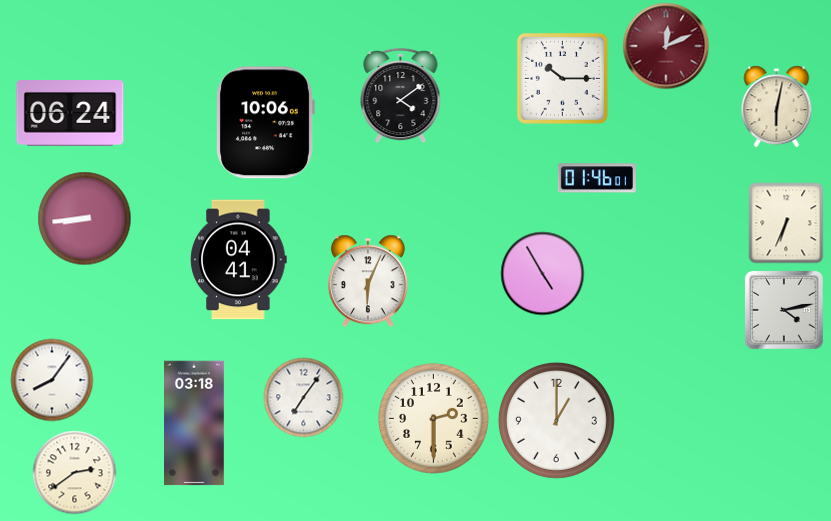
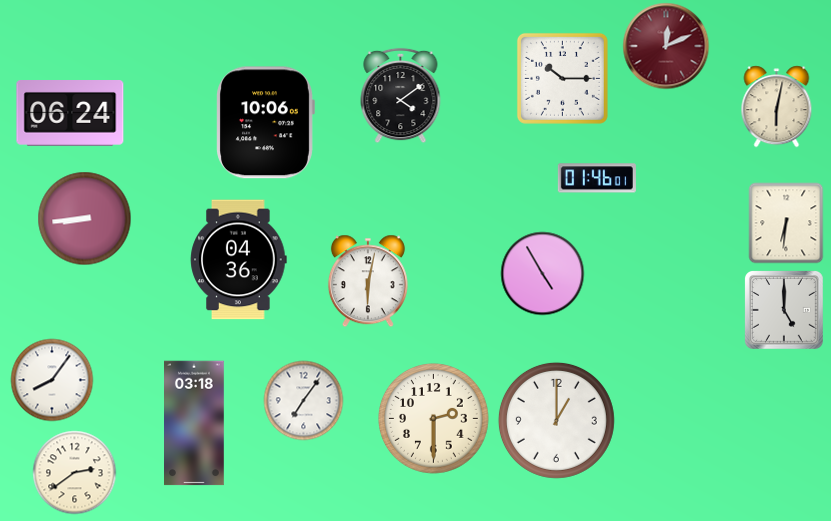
clock at (786, 223): 6:34 -> 6:31
clock at (239, 260): 04:41 -> 04:36
clock at (368, 281): 6:04 -> 6:02
clock at (784, 310): 4:13 -> 5:00
clock at (303, 397) position: (303, 397) -> (303, 400)
